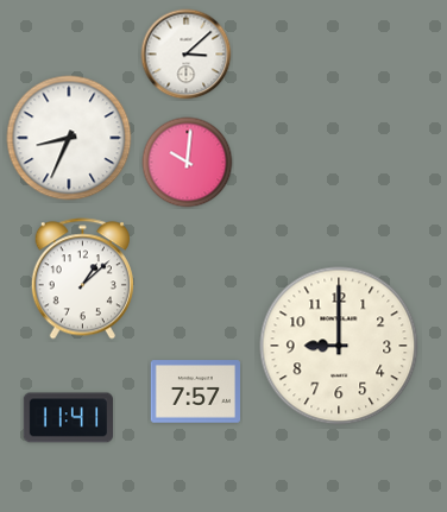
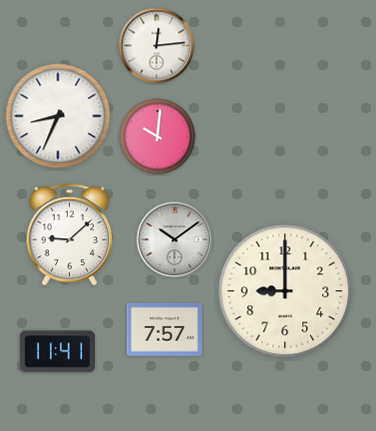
clock at (187, 55): 3:08 -> 12:14
clock at (82, 279): 1:08 -> 9:08
clock at (175, 240): none -> 10:09
